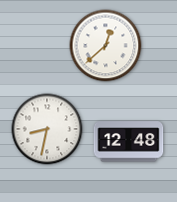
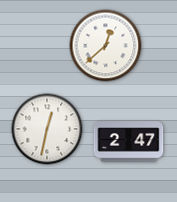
clock at (47, 129): 8:32 -> 12:32
clock at (129, 142): 12:48 -> 2:47
